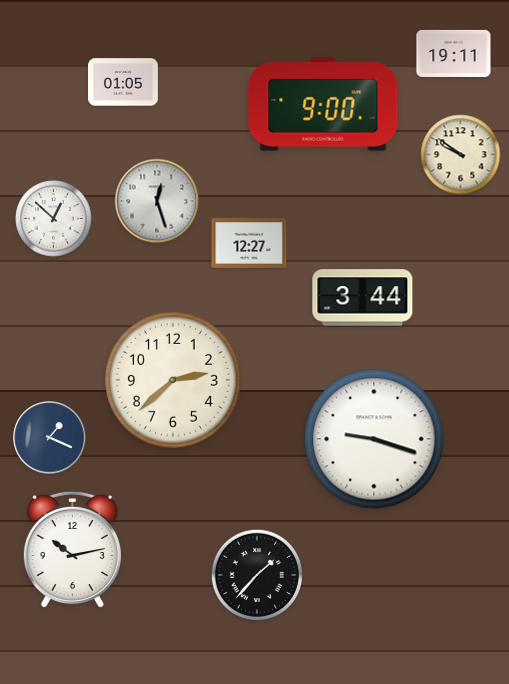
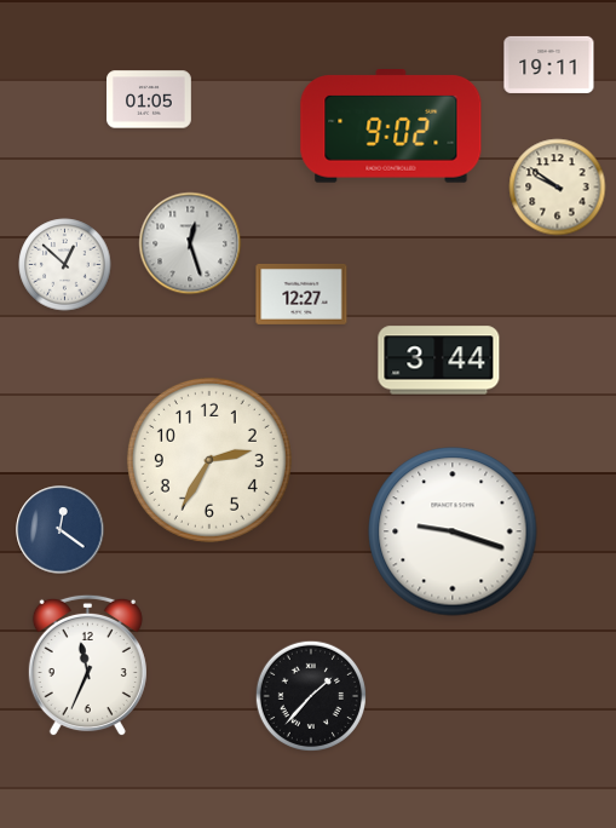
clock at (323, 104): 9:00 -> 9:02
clock at (173, 380): 2:38 -> 2:35
clock at (50, 438): 1:19 -> 12:21
clock at (72, 550): 10:13 -> 11:34
